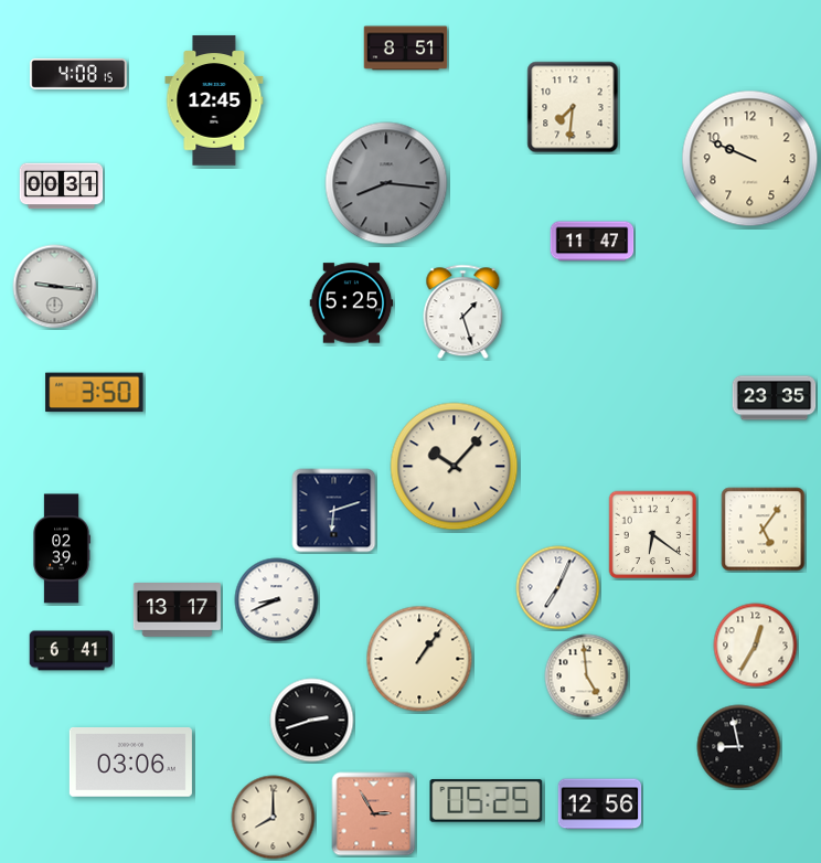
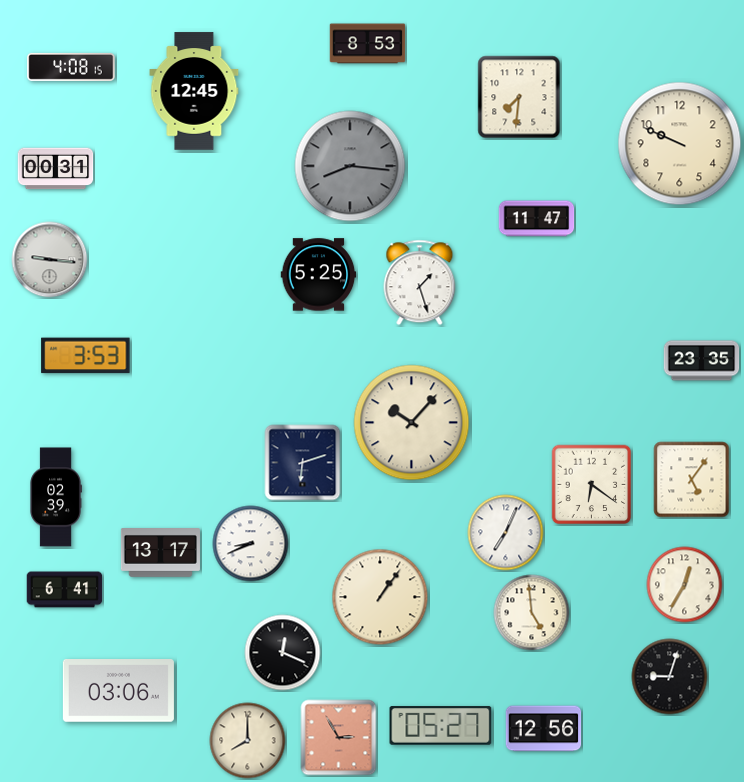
clock at (406, 49): 8:51 -> 8:53
clock at (95, 393): 3:50 -> 3:53
clock at (312, 721): 2:42 -> 12:19
clock at (739, 747): 8:58 -> 9:03
clock at (487, 801): 05:25 -> 05:27
